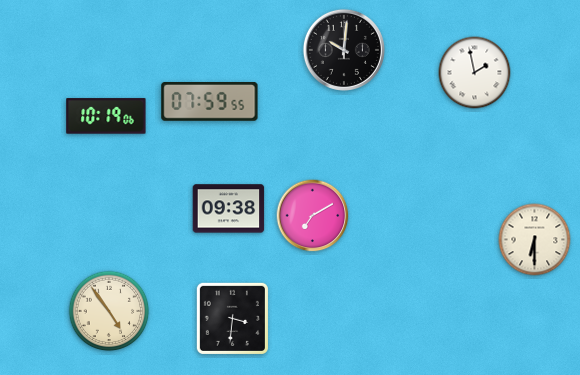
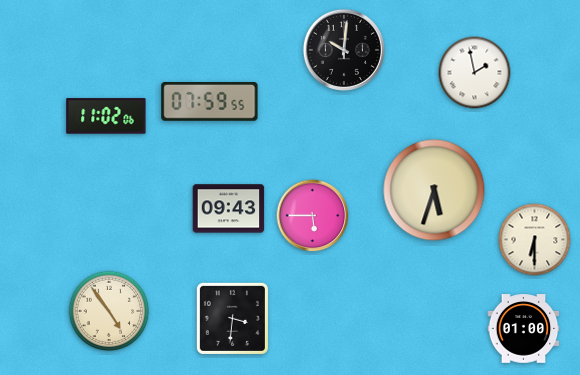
clock at (106, 116): 10:19 -> 11:02
clock at (434, 190): none -> 5:33
clock at (229, 209): 09:38 -> 09:43
clock at (313, 216): 7:10 -> 5:45
clock at (524, 329): none -> 01:00
